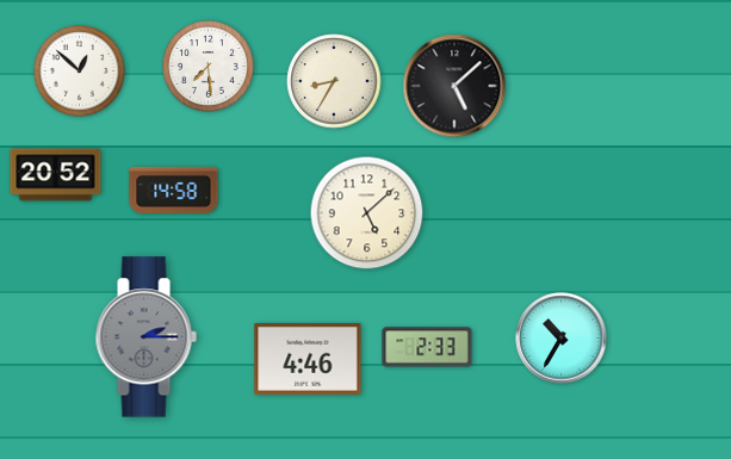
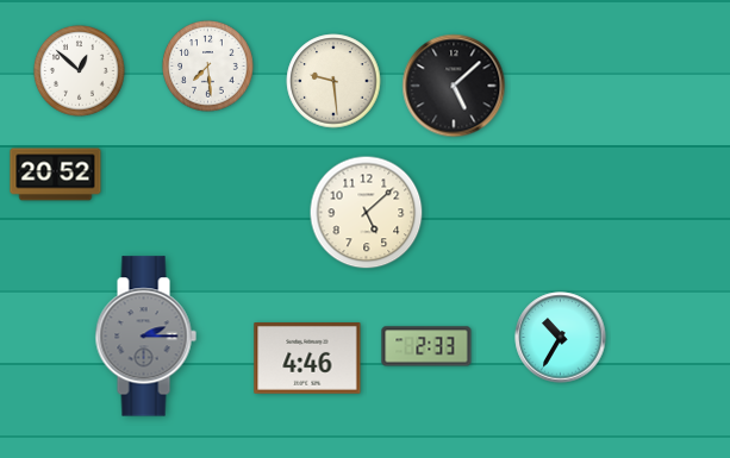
clock at (334, 81): 8:35 -> 9:29
clock at (174, 190): 14:58 -> none
